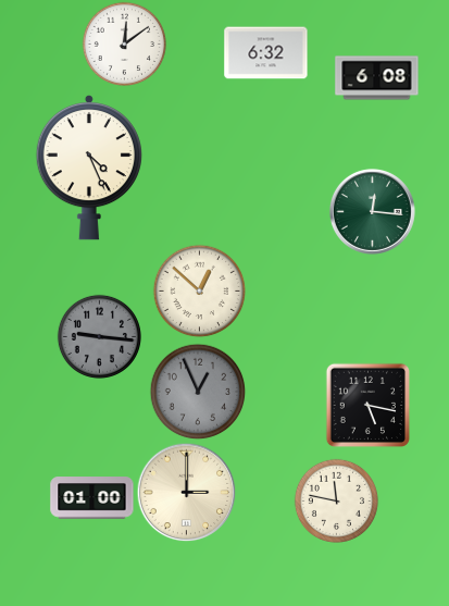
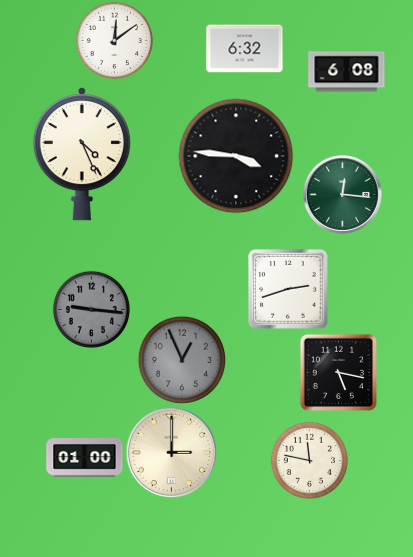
clock at (236, 156): none -> 3:46
clock at (199, 290): 12:52 -> none
clock at (288, 289): none -> 2:42
